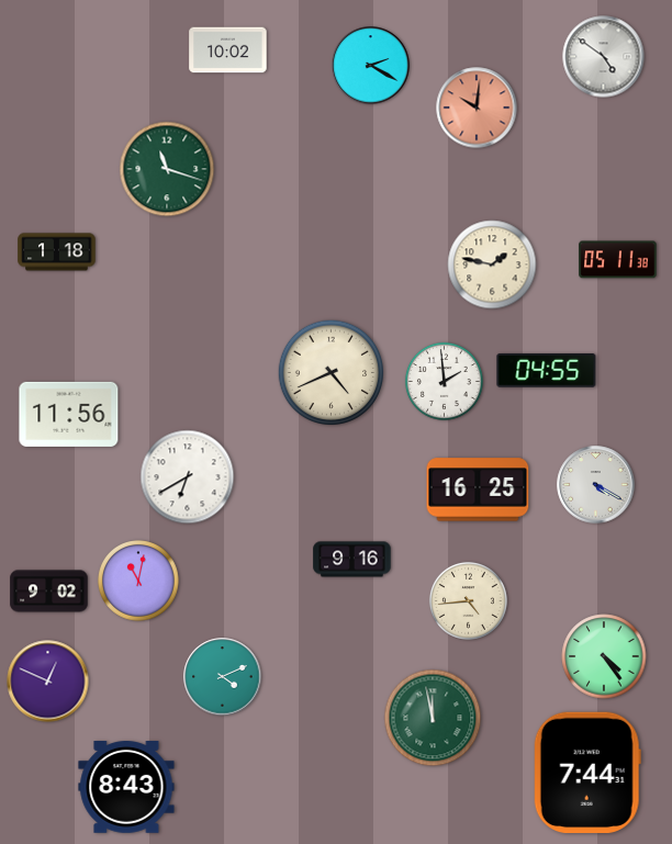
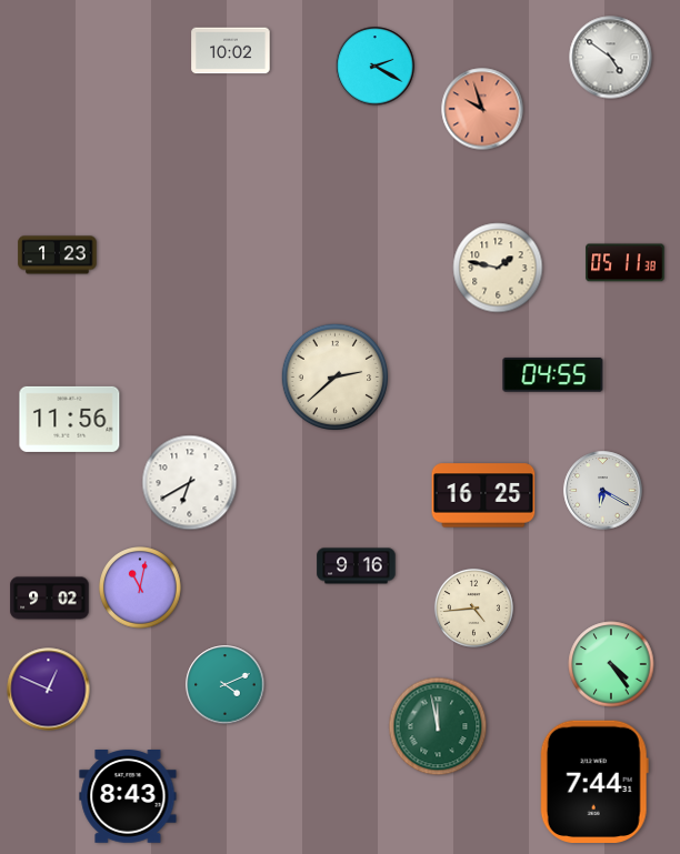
clock at (477, 108): 10:01 -> 9:57
clock at (167, 169): 11:18 -> none
clock at (57, 252): 1:18 -> 1:23
clock at (331, 372): 4:41 -> 2:38
clock at (444, 381): 1:59 -> none
clock at (596, 485): 4:20 -> 6:20
